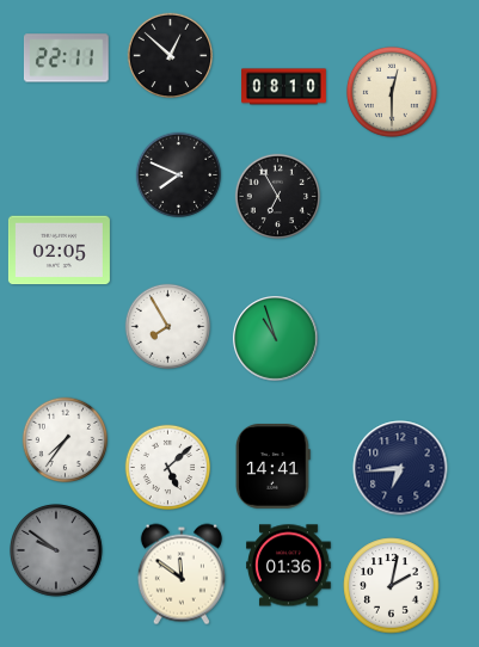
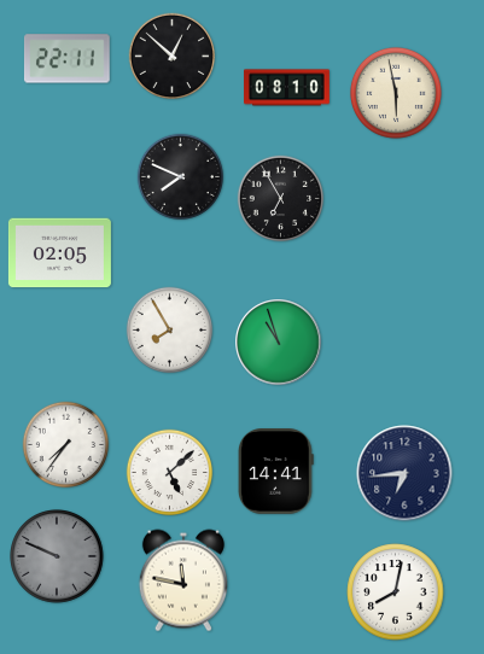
clock at (392, 92): 12:30 -> 5:58
clock at (56, 550): 9:51 -> 9:49
clock at (289, 566): 01:36 -> none
clock at (182, 574): 11:51 -> 11:47
clock at (392, 586): 2:02 -> 8:02
